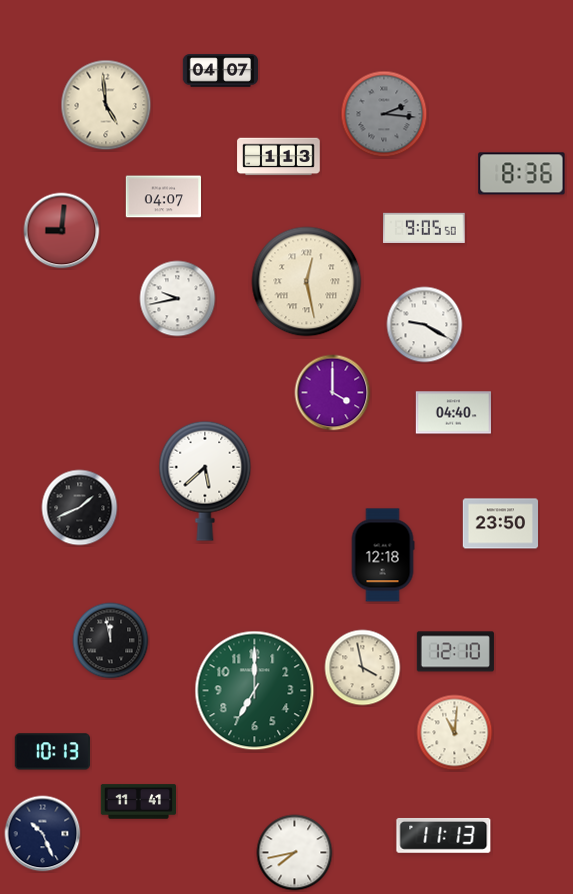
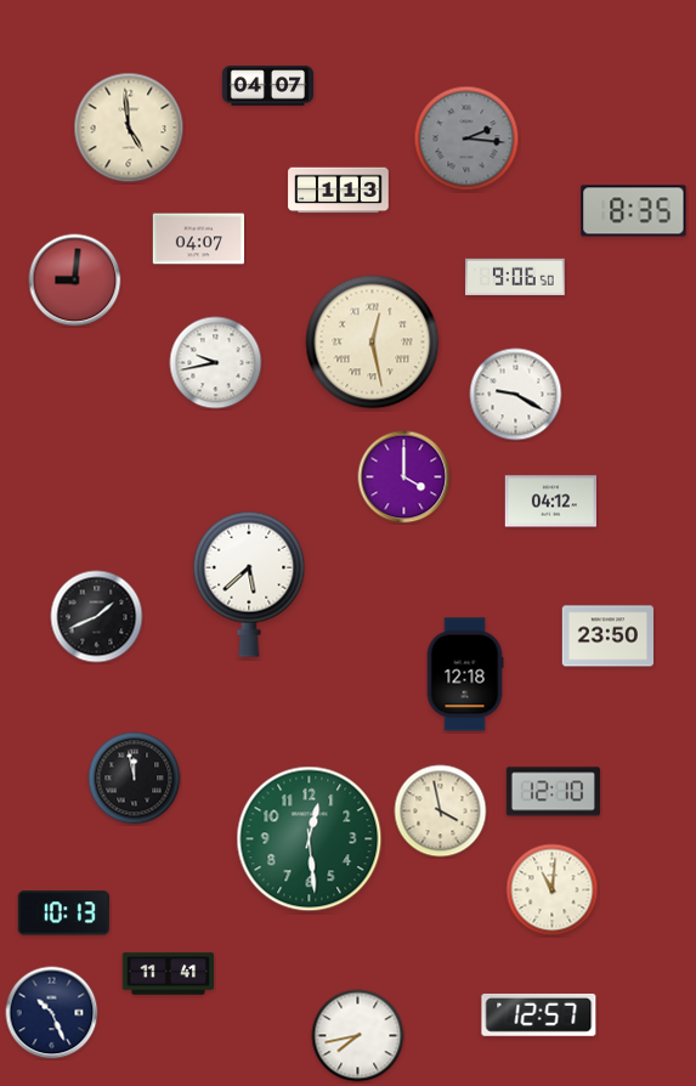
clock at (522, 174): 8:36 -> 8:35
clock at (425, 228): 9:05 -> 9:06
clock at (454, 413): 04:40 -> 04:12
clock at (255, 691): 7:00 -> 12:29
clock at (444, 835): 11:13 -> 12:57
